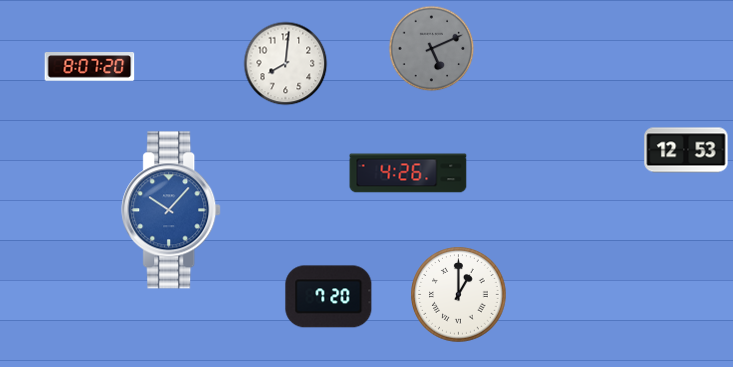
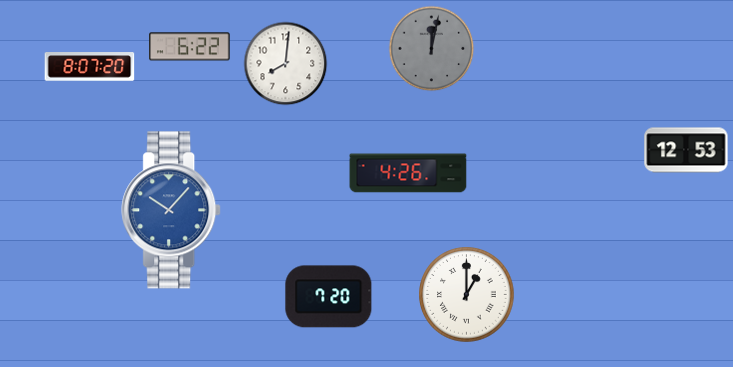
clock at (190, 47): none -> 6:22
clock at (432, 49): 5:11 -> 12:02
clock at (459, 295) position: (459, 295) -> (467, 295)
